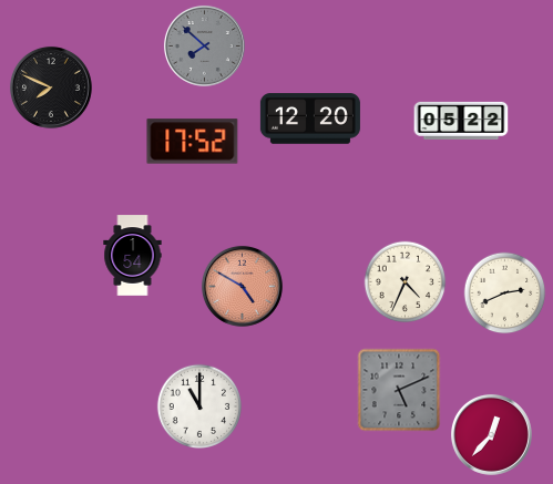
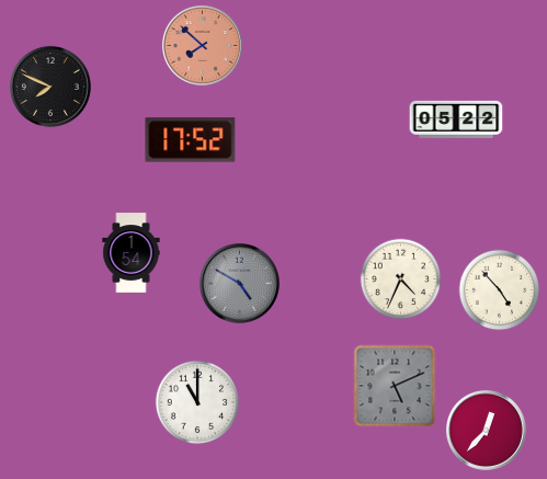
clock at (204, 45) dial: grey -> salmon
clock at (310, 119): 12:20 -> none
clock at (242, 286) dial: salmon -> grey
clock at (505, 294): 2:41 -> 4:53
